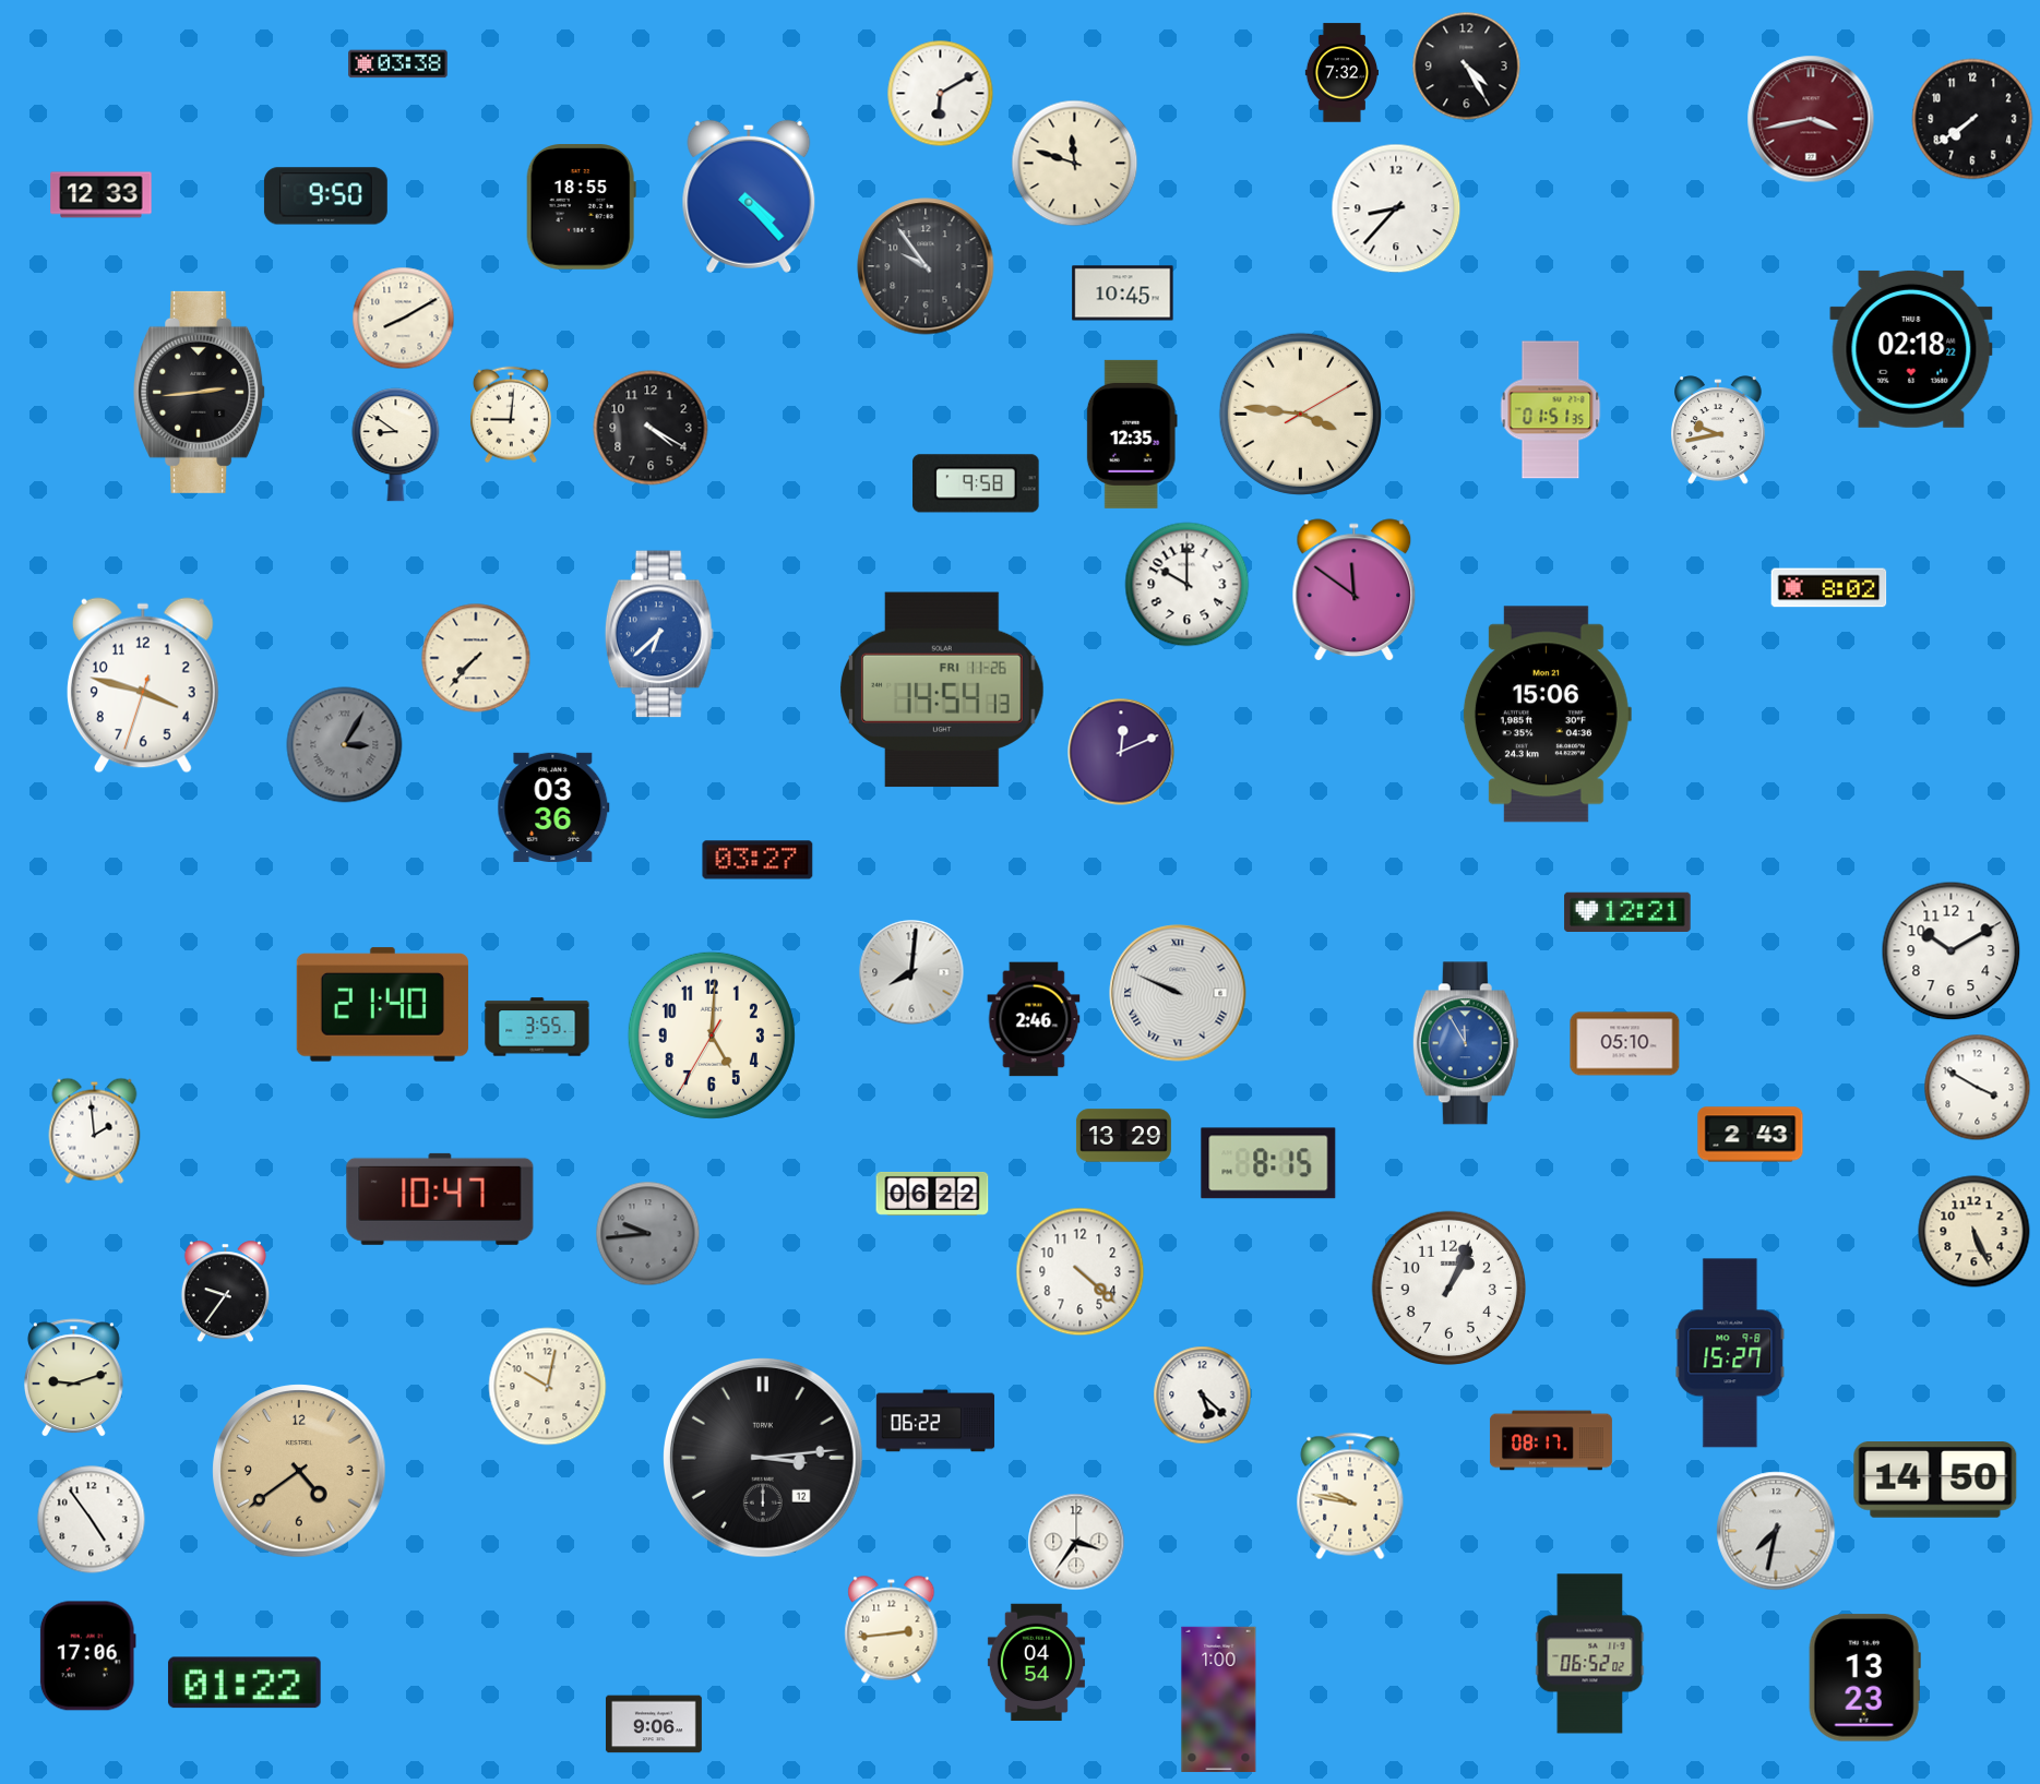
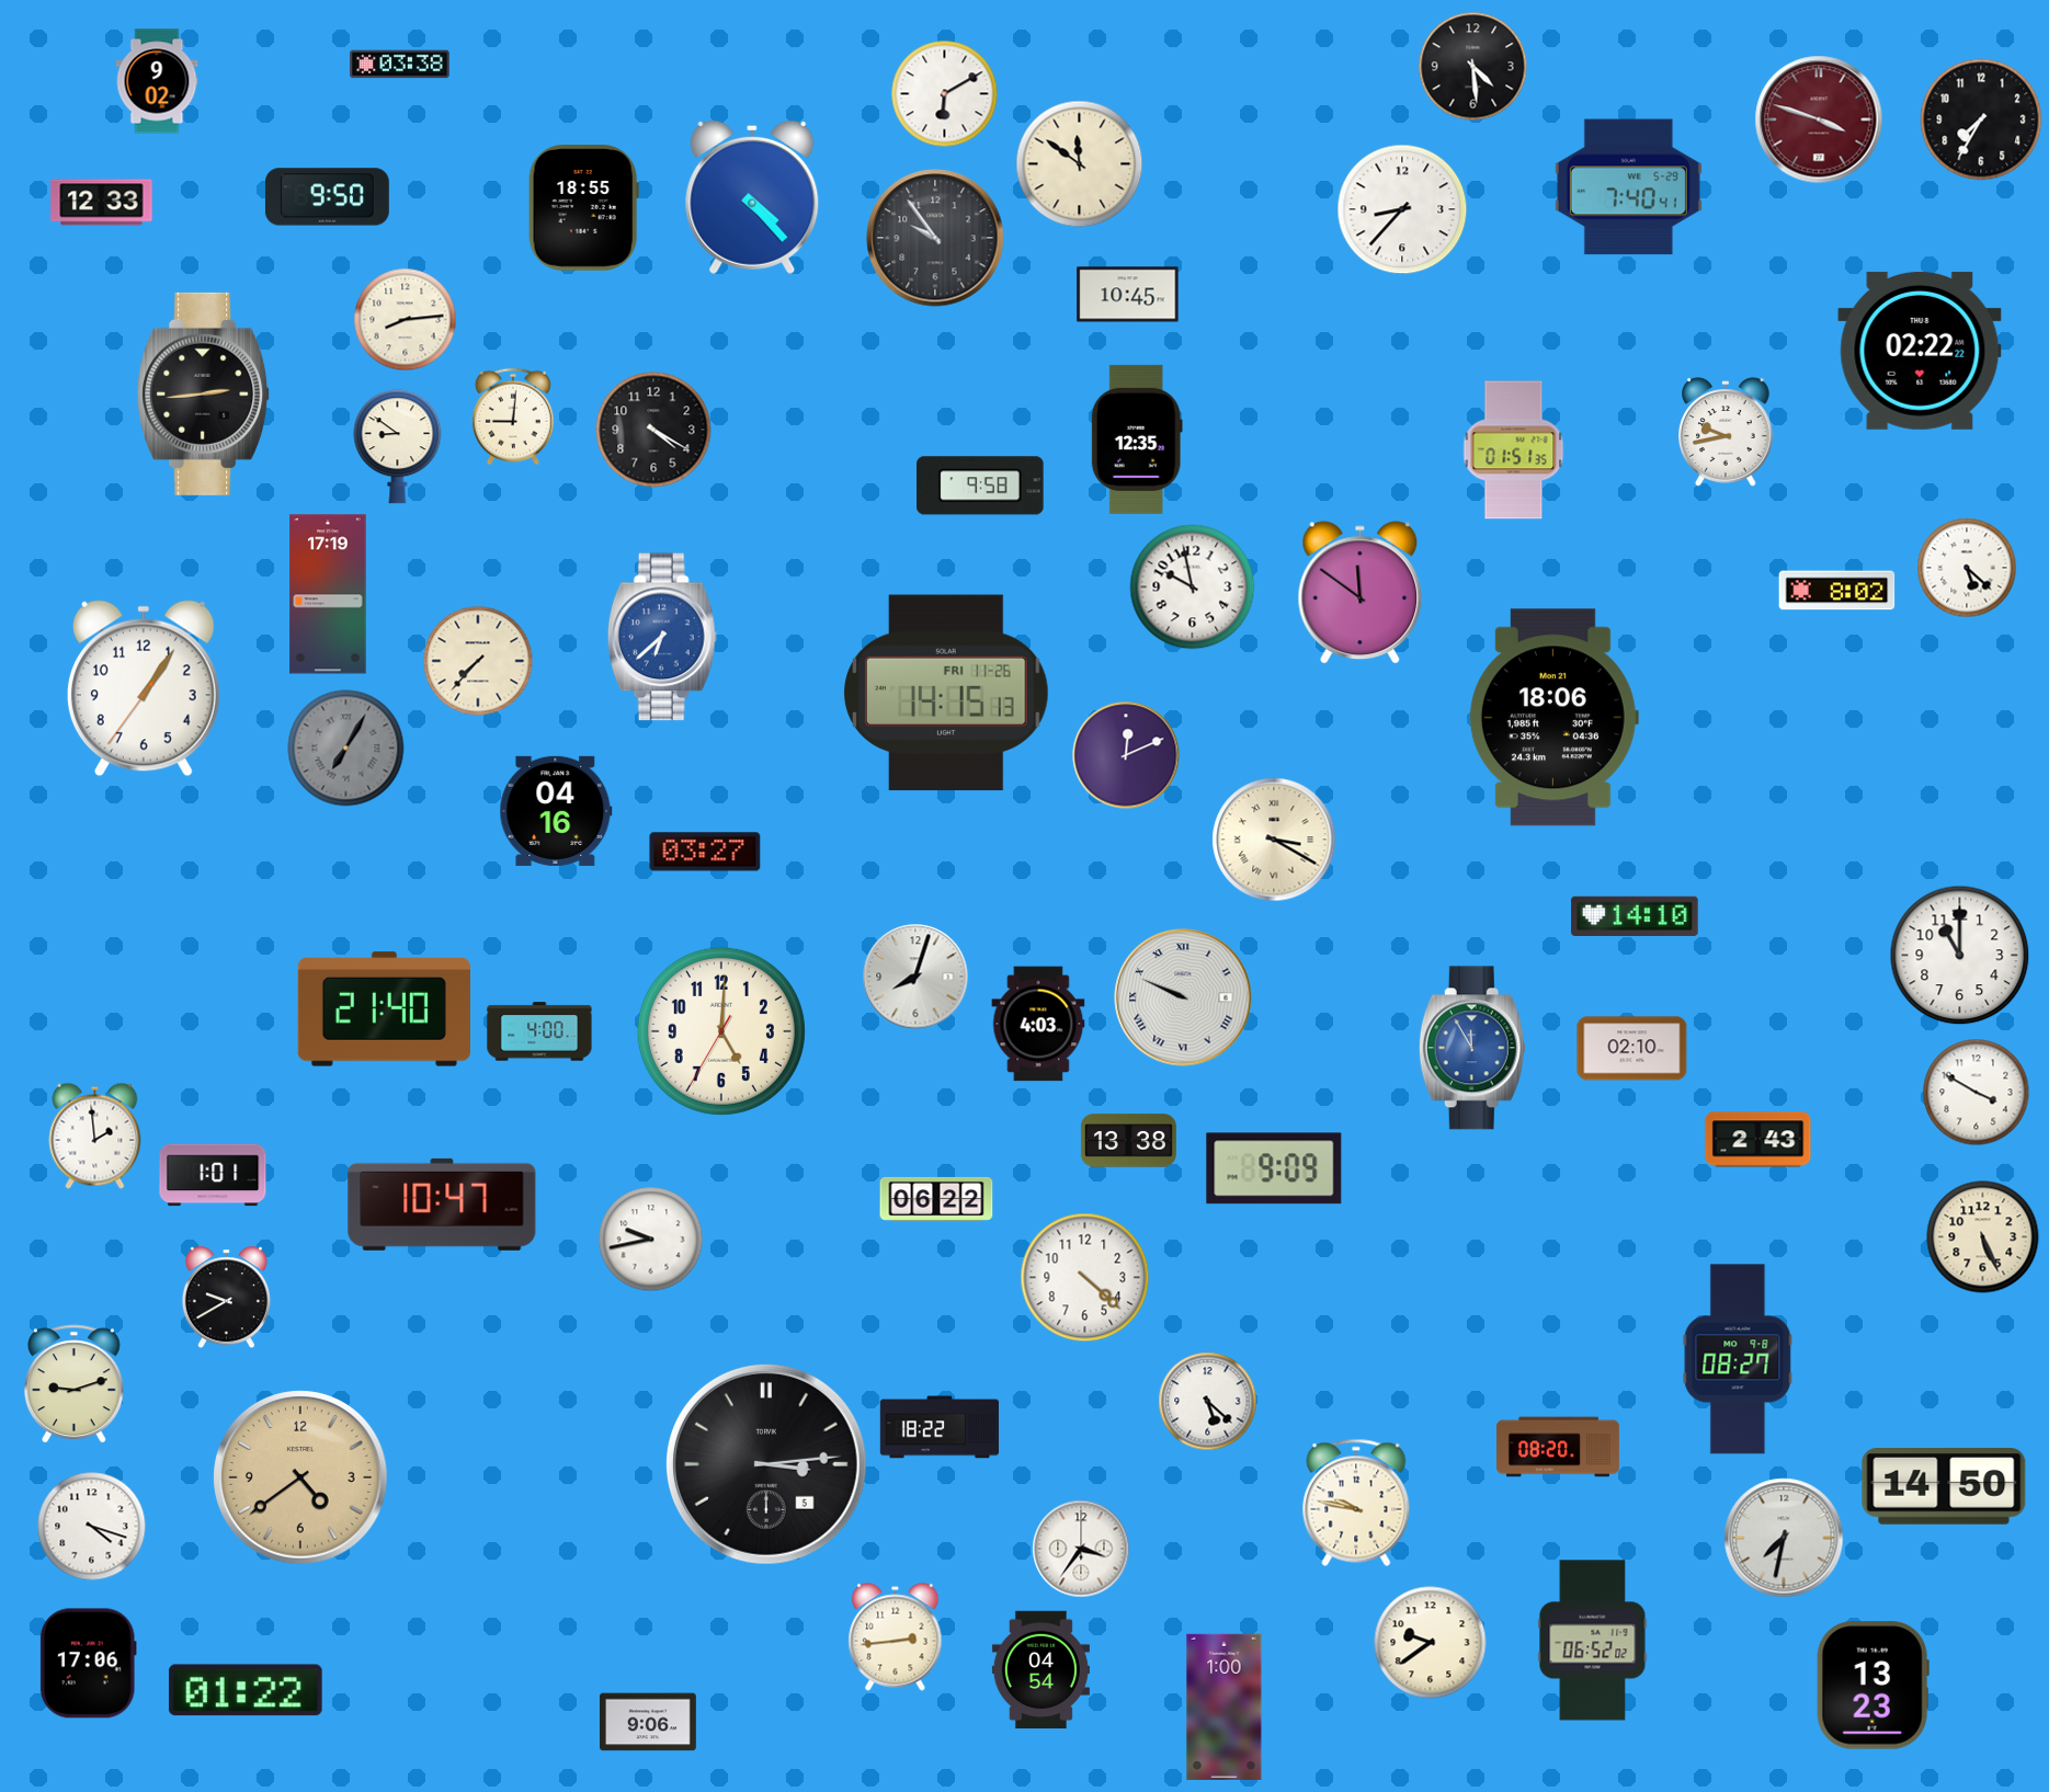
clock at (1467, 67): 4:25 -> 4:29
clock at (1341, 73): 7:32 -> none
clock at (157, 81): none -> 9:02
clock at (1811, 119): 3:43 -> 3:48
clock at (1972, 119): 7:39 -> 7:35
clock at (1075, 164): 11:48 -> 11:51
clock at (1628, 187): none -> 7:40
clock at (102, 195) position: (102, 195) -> (102, 203)
clock at (926, 266) position: (926, 266) -> (935, 238)
clock at (404, 319): 8:10 -> 8:14
clock at (1911, 349): 02:18 -> 02:22
clock at (200, 392) position: (200, 392) -> (204, 393)
clock at (1551, 410) position: (1551, 410) -> (1514, 450)
clock at (1300, 414): 3:46 -> none
clock at (1132, 434) position: (1132, 434) -> (1137, 440)
clock at (1967, 568): none -> 5:22
clock at (1188, 585): 10:00 -> 9:58
clock at (328, 594): none -> 17:19
clock at (143, 685): 3:47 -> 1:05
clock at (943, 690): 14:54 -> 14:15
clock at (1547, 715): 15:06 -> 18:06
clock at (345, 745): 3:05 -> 7:05
clock at (553, 807): 03:36 -> 04:16
clock at (1274, 840): none -> 3:20
clock at (757, 860) position: (757, 860) -> (705, 852)
clock at (1627, 912): 12:21 -> 14:10
clock at (1952, 951): 10:10 -> 11:00
clock at (911, 972): 8:01 -> 8:03
clock at (1034, 1019): 2:46 -> 4:03
clock at (537, 1027): 3:55 -> 4:00
clock at (712, 1035) position: (712, 1035) -> (721, 1031)
clock at (1625, 1044): 05:10 -> 02:10
clock at (1978, 1088) position: (1978, 1088) -> (1977, 1093)
clock at (1123, 1136): 13:29 -> 13:38
clock at (1268, 1163): 8:15 -> 9:09
clock at (213, 1175): none -> 1:01
clock at (648, 1234): 9:44 -> 9:43
clock at (648, 1234) dial: grey -> white
clock at (1448, 1288): 1:04 -> none
clock at (225, 1292): 9:36 -> 9:40
clock at (1730, 1353): 15:27 -> 08:27
clock at (548, 1387): 10:02 -> none
clock at (935, 1421): 06:22 -> 18:22
clock at (1551, 1440): 08:17 -> 08:20
clock at (763, 1458) date: 12 -> 5
clock at (92, 1520): 4:54 -> 4:18
clock at (1431, 1643): none -> 9:39
clock at (1590, 1654) position: (1590, 1654) -> (1593, 1641)
clock at (654, 1724) position: (654, 1724) -> (648, 1722)
